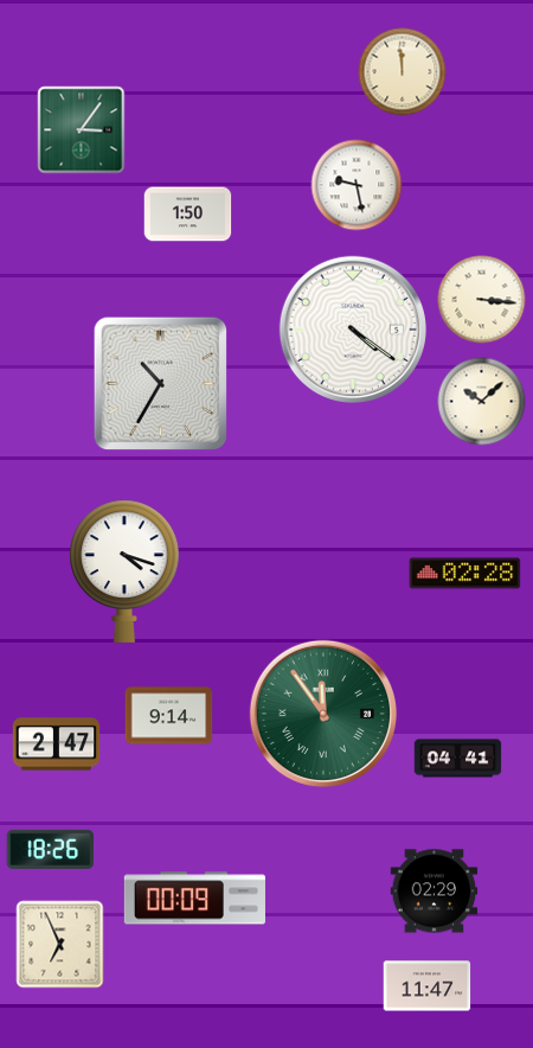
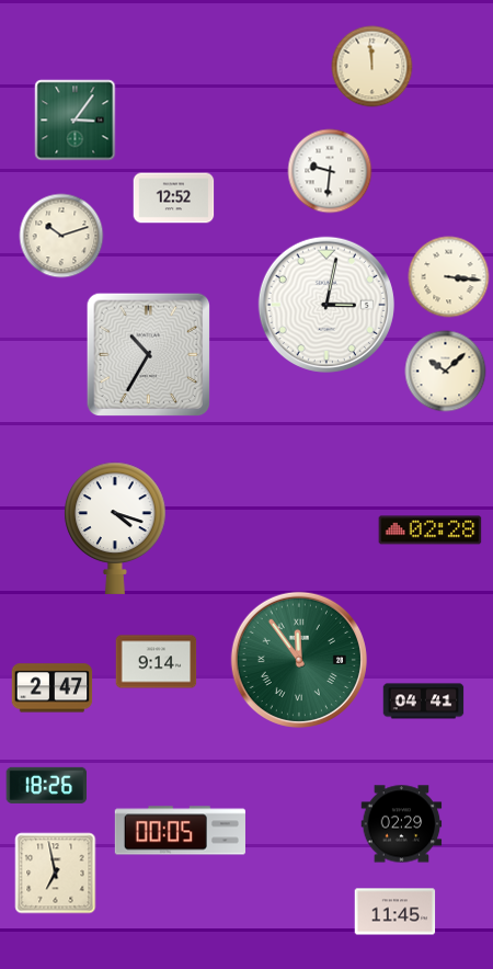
clock at (357, 185): 9:28 -> 9:31
clock at (188, 215): 1:50 -> 12:52
clock at (61, 236): none -> 10:12
clock at (482, 300) position: (482, 300) -> (449, 277)
clock at (353, 330): 4:21 -> 3:02
clock at (194, 899): 00:09 -> 00:05
clock at (60, 945): 6:56 -> 6:58
clock at (428, 986): 11:47 -> 11:45
